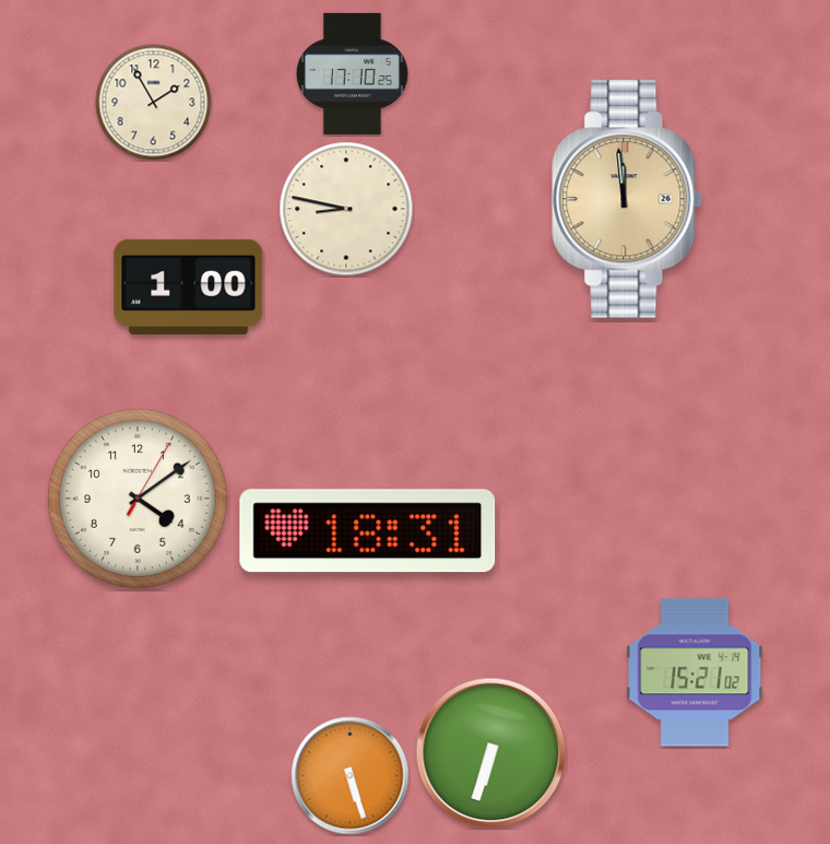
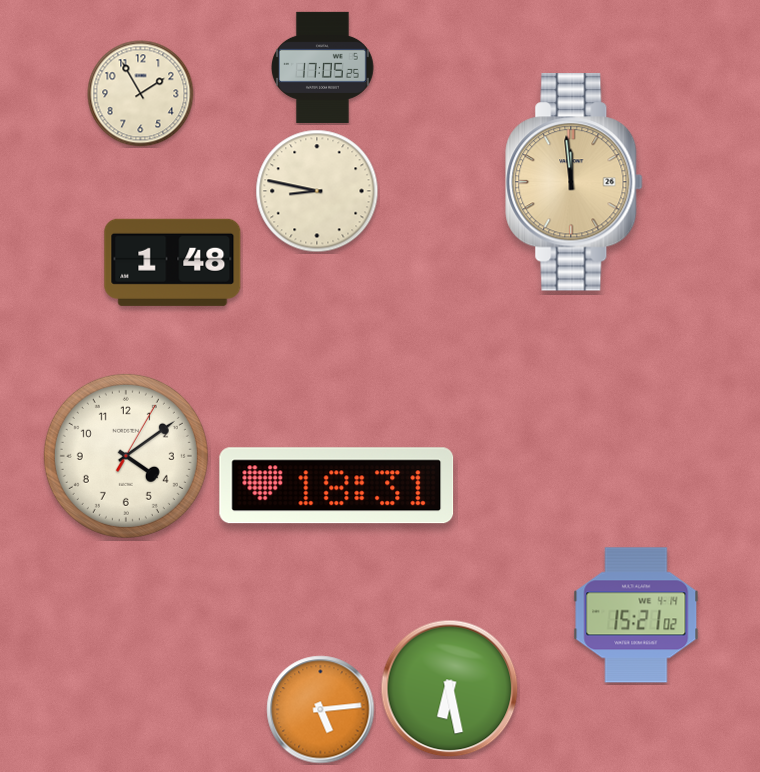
clock at (353, 73): 17:10 -> 17:05
clock at (189, 286): 1:00 -> 1:48
clock at (491, 753): 6:33 -> 6:28
clock at (351, 776): 5:27 -> 5:14
